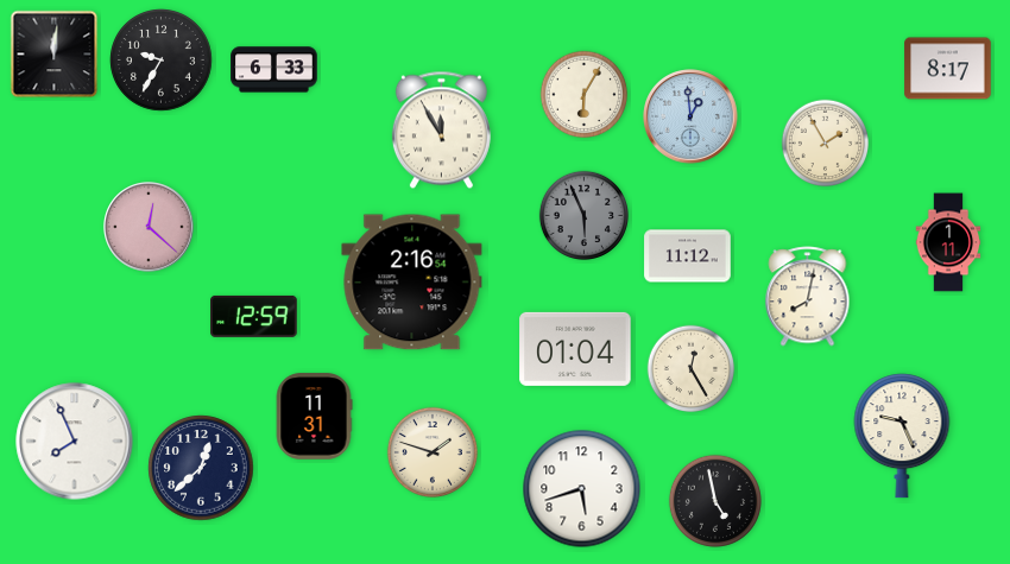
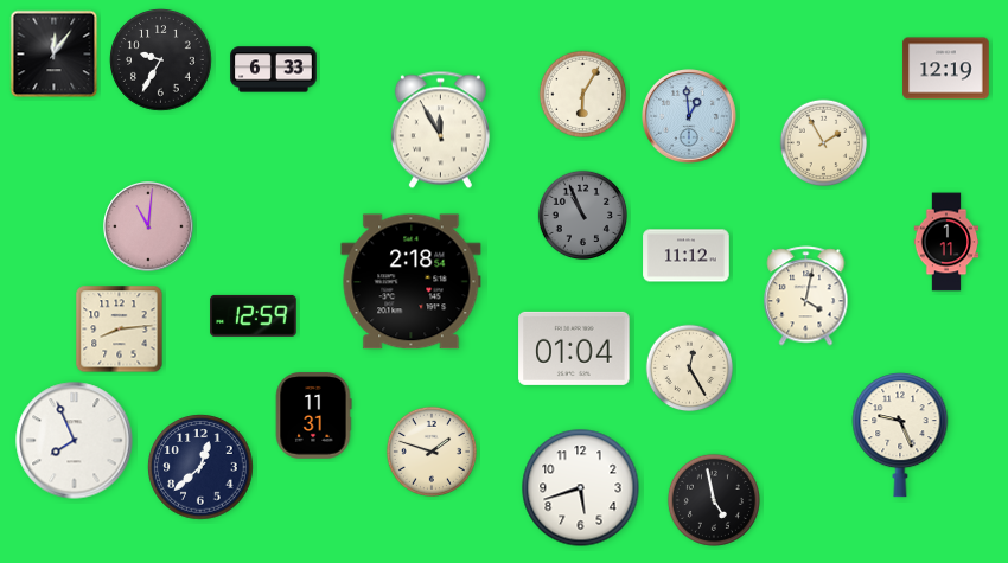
clock at (55, 55): 12:01 -> 12:06
clock at (948, 69): 8:17 -> 12:19
clock at (583, 215): 5:56 -> 10:56
clock at (150, 228): 12:22 -> 11:01
clock at (412, 283): 2:16 -> 2:18
clock at (808, 297): 8:02 -> 4:02
clock at (120, 330): none -> 8:14
